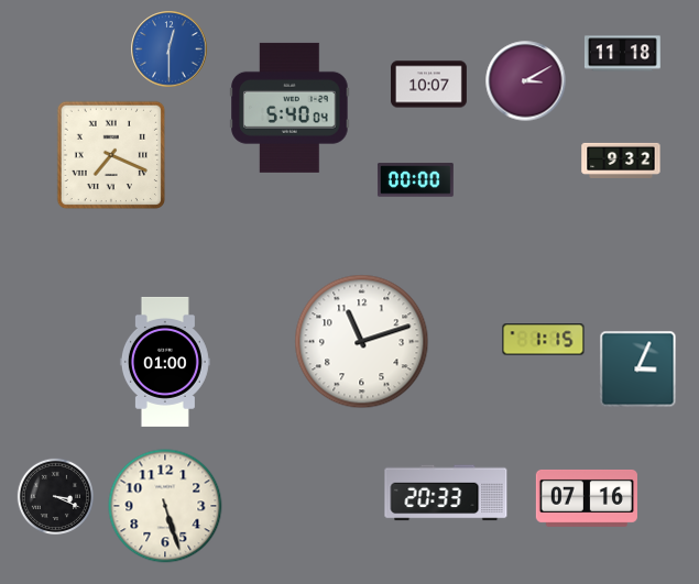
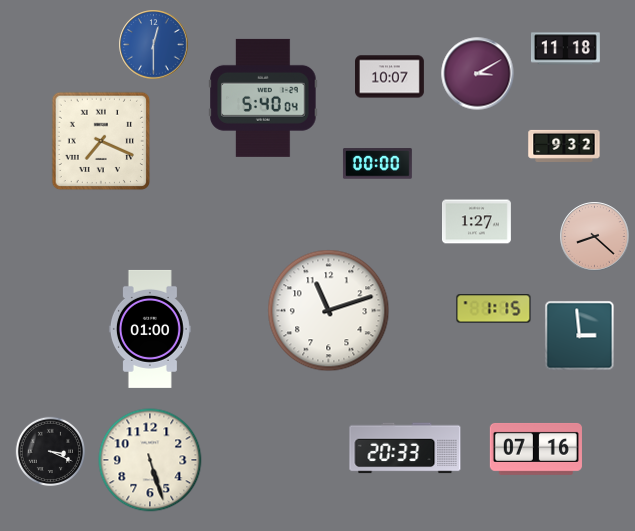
clock at (477, 222): none -> 1:27
clock at (595, 237): none -> 8:22
clock at (638, 370): 3:04 -> 2:59
clock at (587, 498) position: (587, 498) -> (536, 449)
